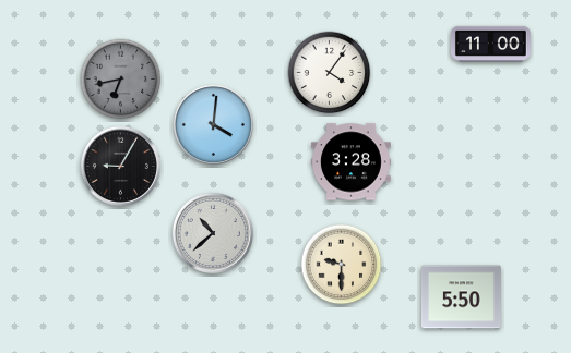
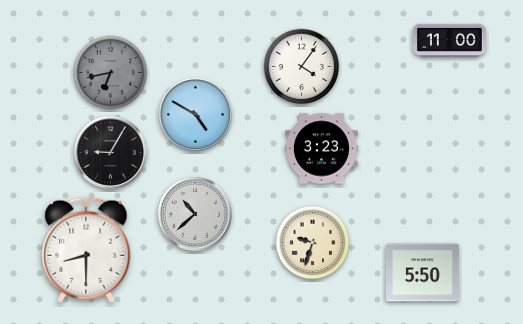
clock at (213, 124): 4:01 -> 4:50
clock at (350, 162): 3:28 -> 3:23
clock at (342, 265): 9:30 -> 9:33
clock at (86, 250): none -> 8:30
